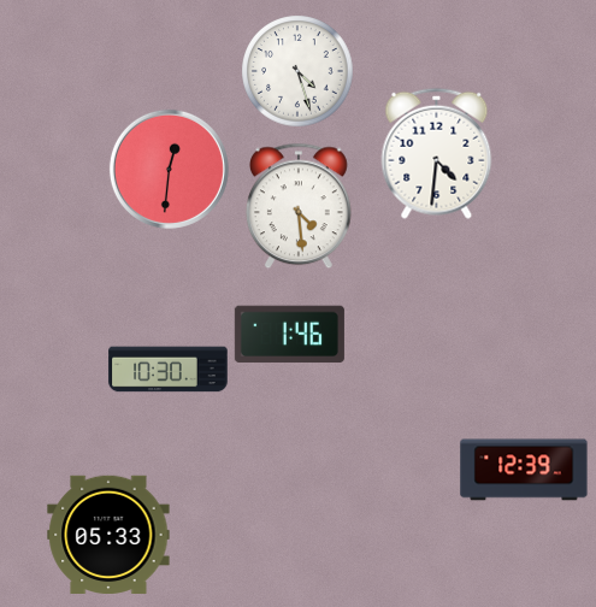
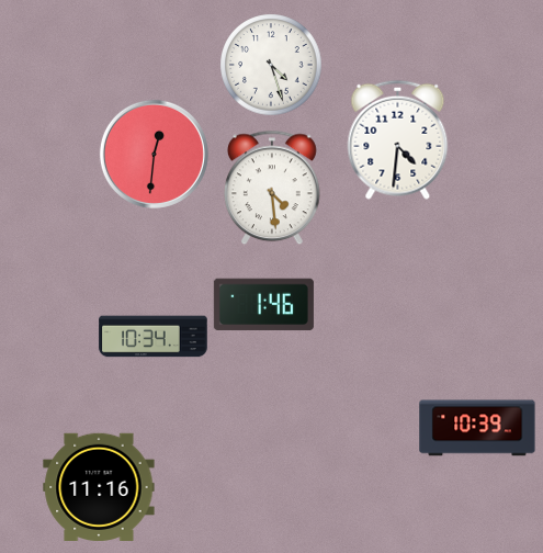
clock at (169, 370): 10:30 -> 10:34
clock at (524, 470): 12:39 -> 10:39
clock at (108, 534): 05:33 -> 11:16
